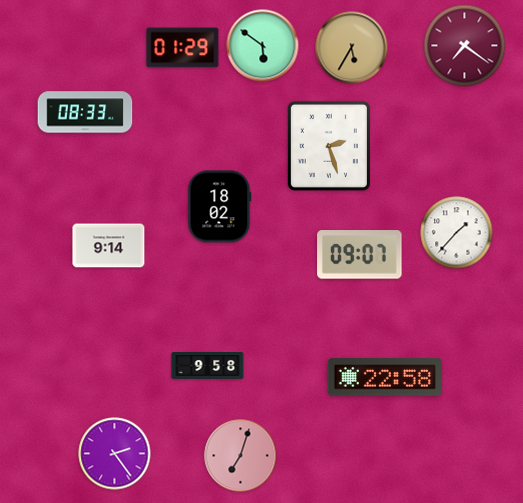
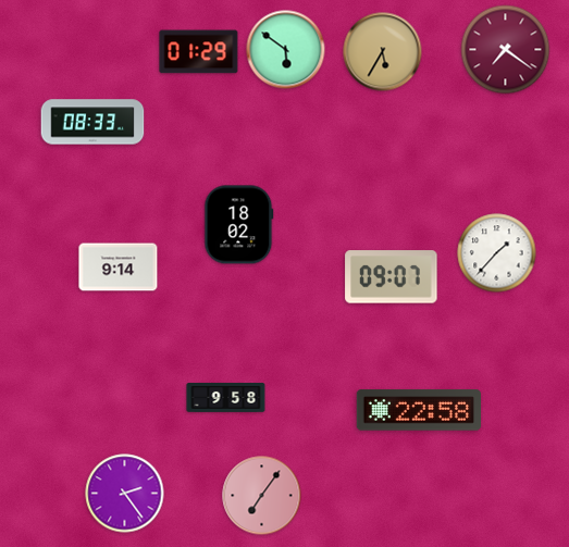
clock at (329, 146): 2:27 -> none
clock at (241, 456): 7:03 -> 7:06
